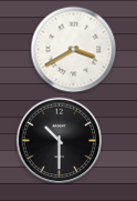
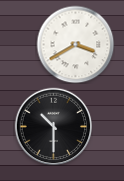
clock at (73, 49) position: (73, 49) -> (75, 44)
